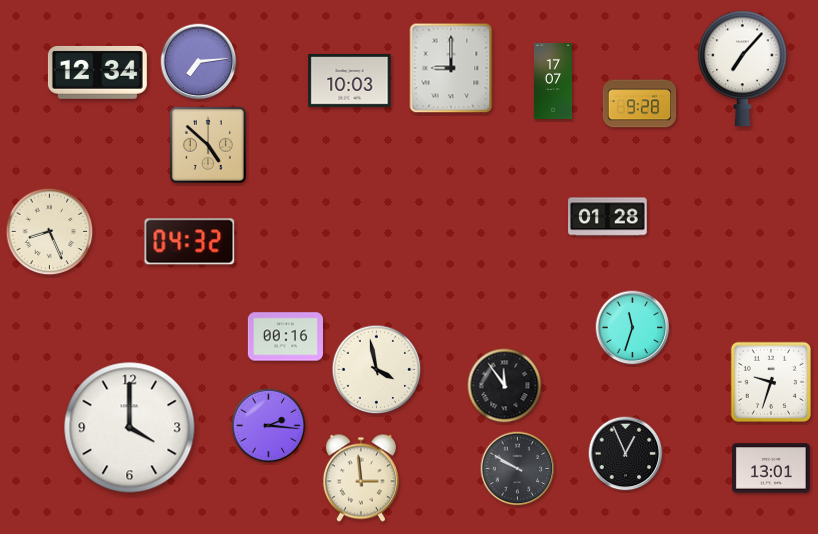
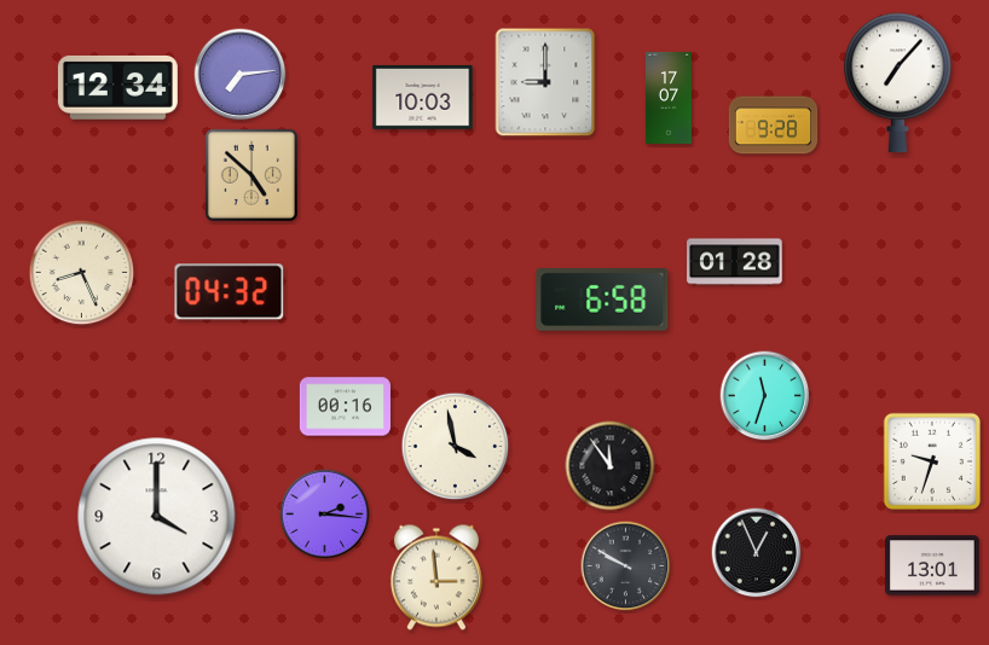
clock at (50, 232) position: (50, 232) -> (82, 273)
clock at (602, 301): none -> 6:58
clock at (626, 454) position: (626, 454) -> (757, 553)
